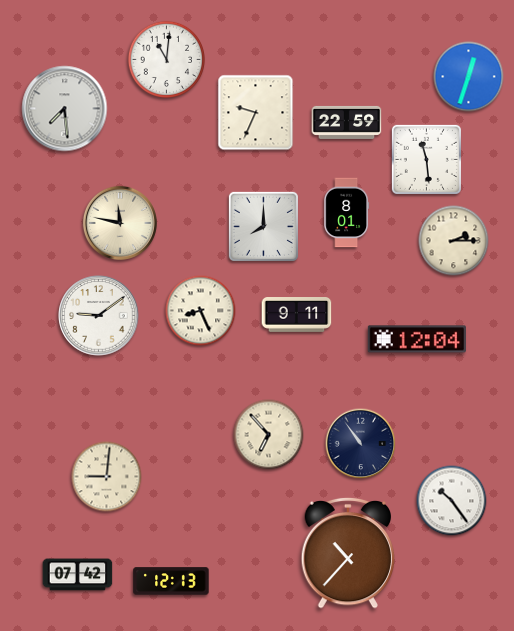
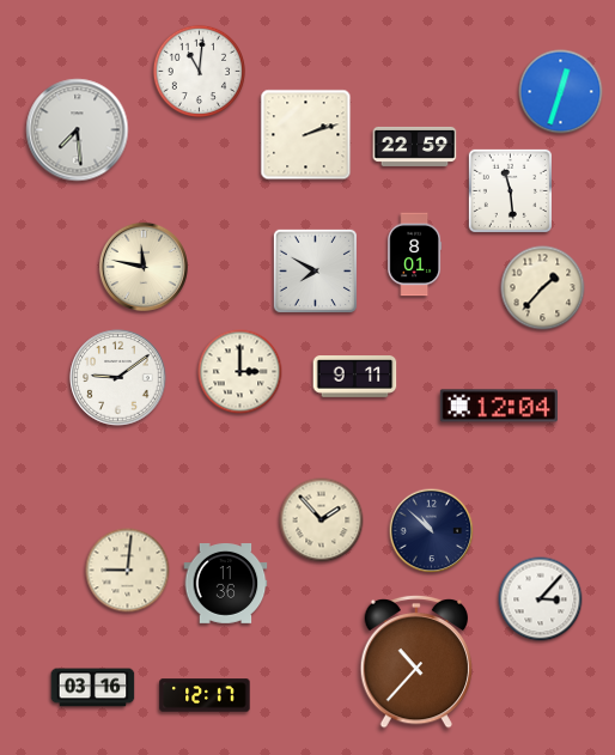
clock at (256, 113): 9:34 -> 2:12
clock at (263, 226): 8:00 -> 7:50
clock at (454, 241): 2:15 -> 1:37
clock at (201, 311): 8:26 -> 3:00
clock at (269, 435): 6:53 -> 1:53
clock at (361, 444): 10:54 -> 10:52
clock at (226, 584): none -> 11:36
clock at (452, 501): 10:24 -> 3:07
clock at (78, 575): 07:42 -> 03:16
clock at (171, 581): 12:13 -> 12:17
